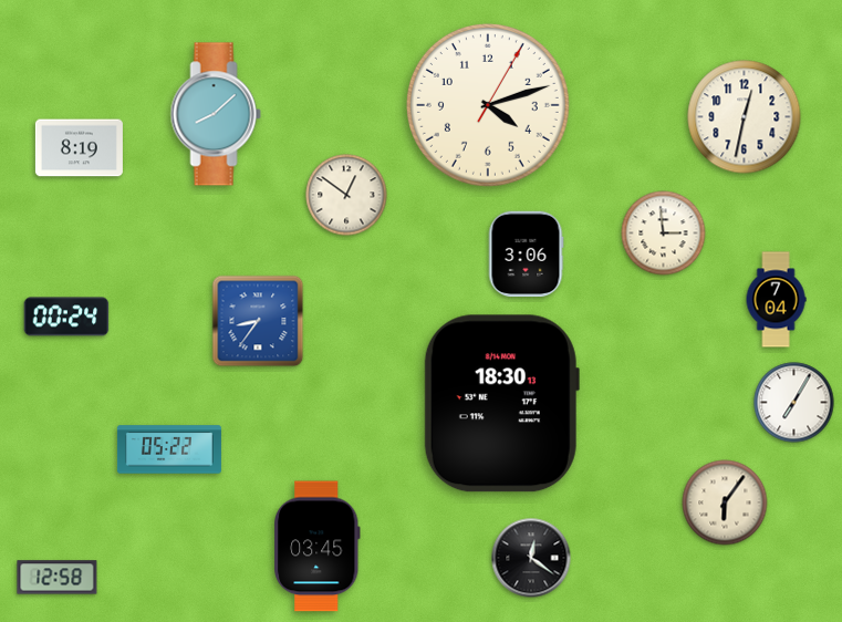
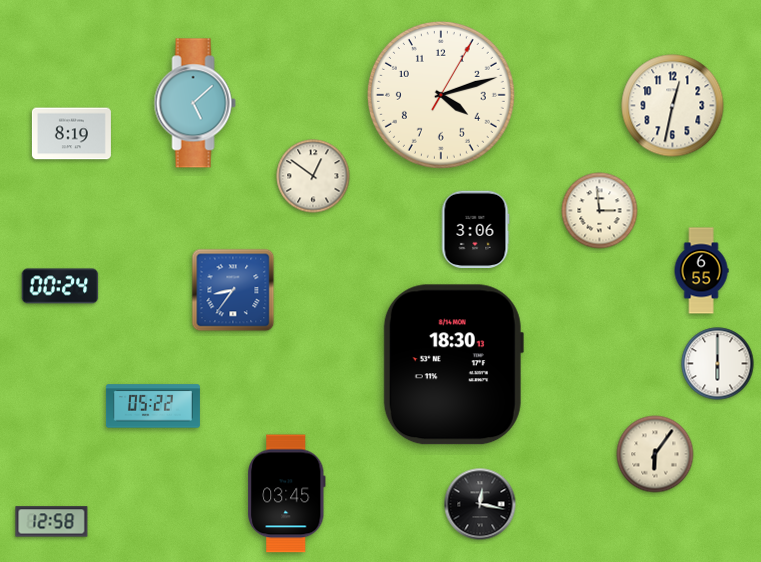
clock at (216, 114): 8:08 -> 5:08
clock at (776, 300): 7:04 -> 6:55
clock at (794, 403): 7:05 -> 6:00
clock at (531, 558): 12:21 -> 12:17
